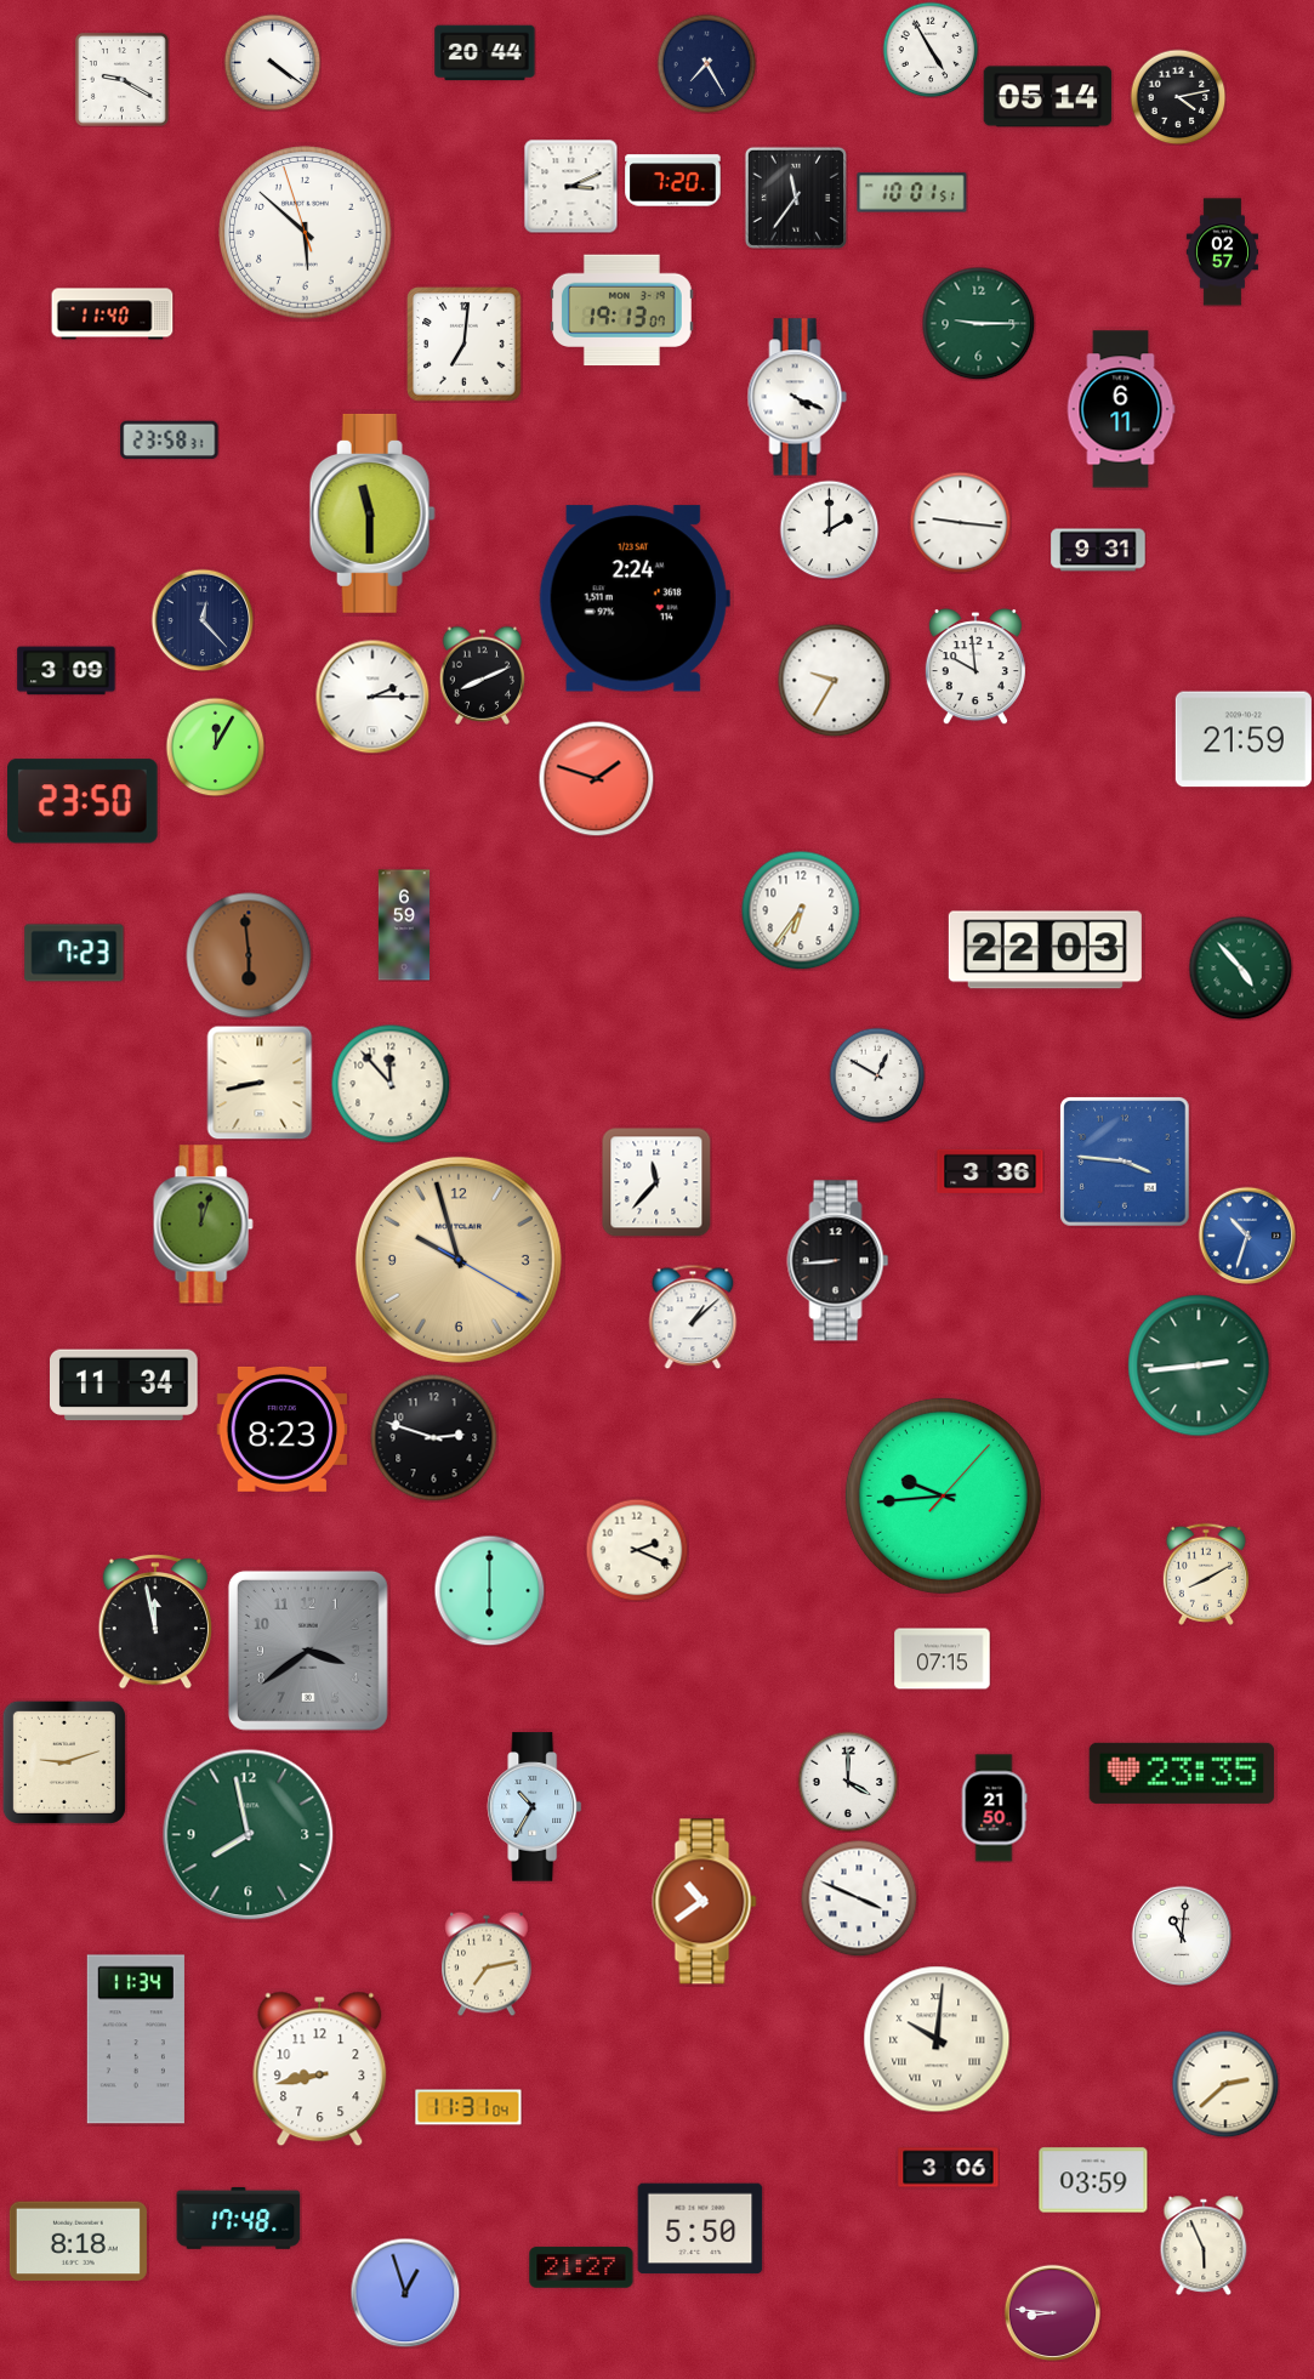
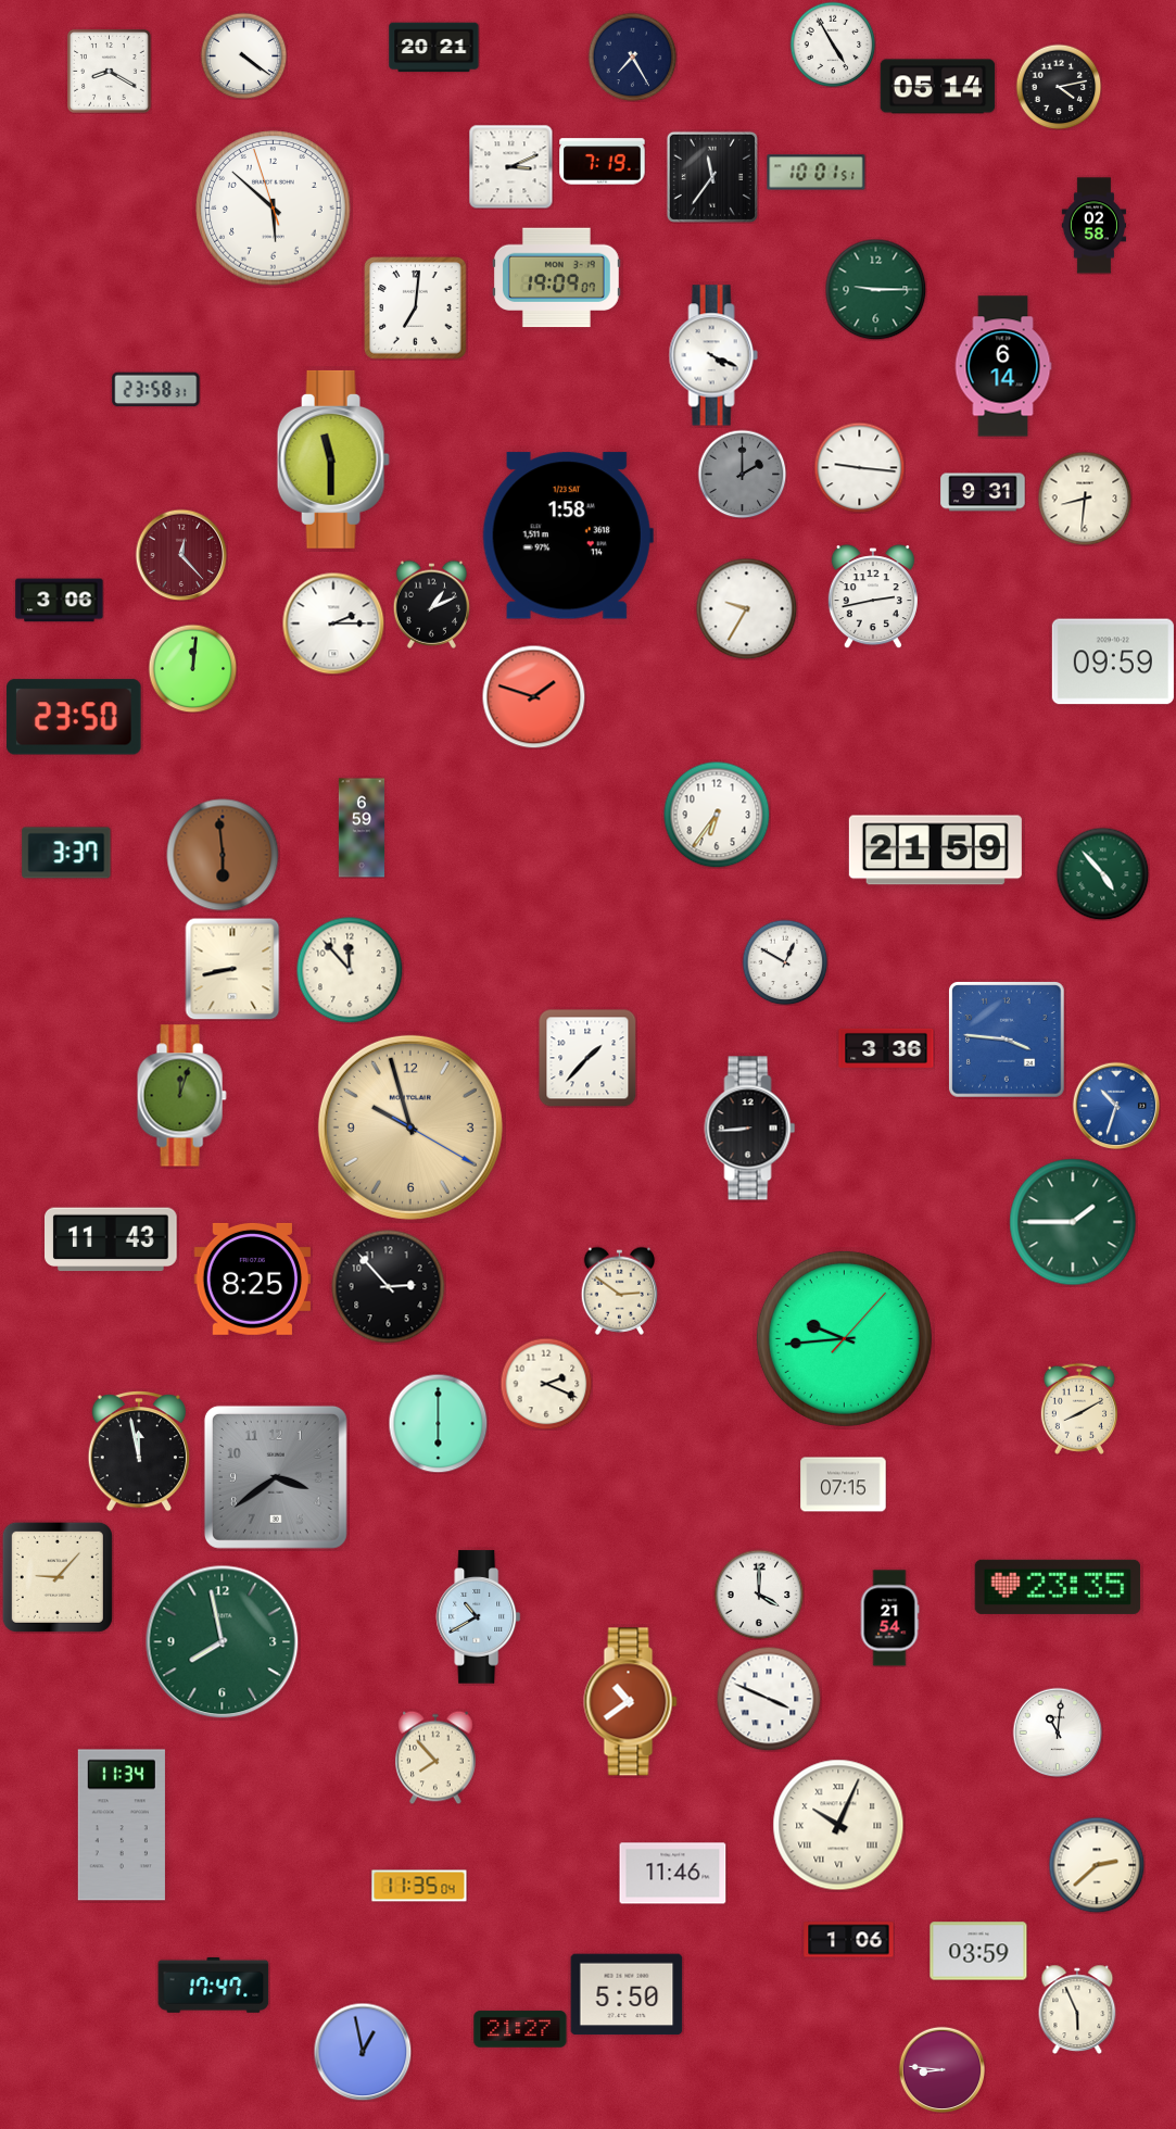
clock at (485, 53): 20:44 -> 20:21
clock at (123, 80): 9:20 -> 8:20
clock at (1178, 97) position: (1178, 97) -> (1059, 87)
clock at (673, 181): 7:20 -> 7:19
clock at (1222, 252): 02:57 -> 02:58
clock at (621, 311): 19:13 -> 19:09
clock at (113, 314): 11:40 -> none
clock at (1121, 409): 6:11 -> 6:14
clock at (170, 441) position: (170, 441) -> (156, 390)
clock at (829, 529) dial: white -> grey
clock at (1085, 499): none -> 8:31
clock at (635, 598): 2:24 -> 1:58
clock at (203, 620) dial: navy -> burgundy
clock at (975, 666): 9:59 -> 2:43
clock at (67, 671): 3:09 -> 3:06
clock at (483, 675): 8:11 -> 1:11
clock at (1244, 739): 21:59 -> 09:59
clock at (215, 746): 12:05 -> 12:01
clock at (1045, 950): 22:03 -> 21:59
clock at (74, 953): 7:23 -> 3:37
clock at (1240, 967) position: (1240, 967) -> (1102, 873)
clock at (656, 1182): 11:37 -> 1:37
clock at (693, 1317): 1:08 -> none
clock at (1199, 1365): 2:44 -> 1:45
clock at (124, 1385): 11:34 -> 11:43
clock at (281, 1429): 8:23 -> 8:25
clock at (434, 1438): 2:48 -> 2:53
clock at (620, 1290): none -> 2:51
clock at (637, 1550) position: (637, 1550) -> (546, 1384)
clock at (64, 1762): 9:12 -> 9:07
clock at (535, 1807): 10:35 -> 10:40
clock at (994, 1809): 21:50 -> 21:54
clock at (488, 1964): 7:13 -> 7:53
clock at (937, 2039): 10:01 -> 10:04
clock at (320, 2069): 8:43 -> none
clock at (673, 1874): none -> 11:46
clock at (468, 2107): 11:31 -> 11:35
clock at (949, 2168): 3:06 -> 1:06
clock at (239, 2218): 17:48 -> 17:47
clock at (78, 2242): 8:18 -> none
clock at (405, 2293): 12:57 -> 12:58
